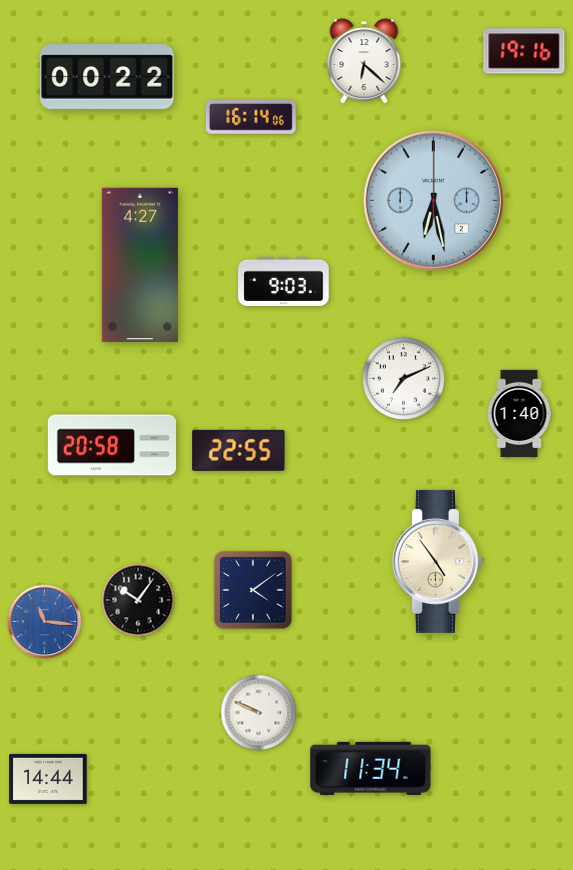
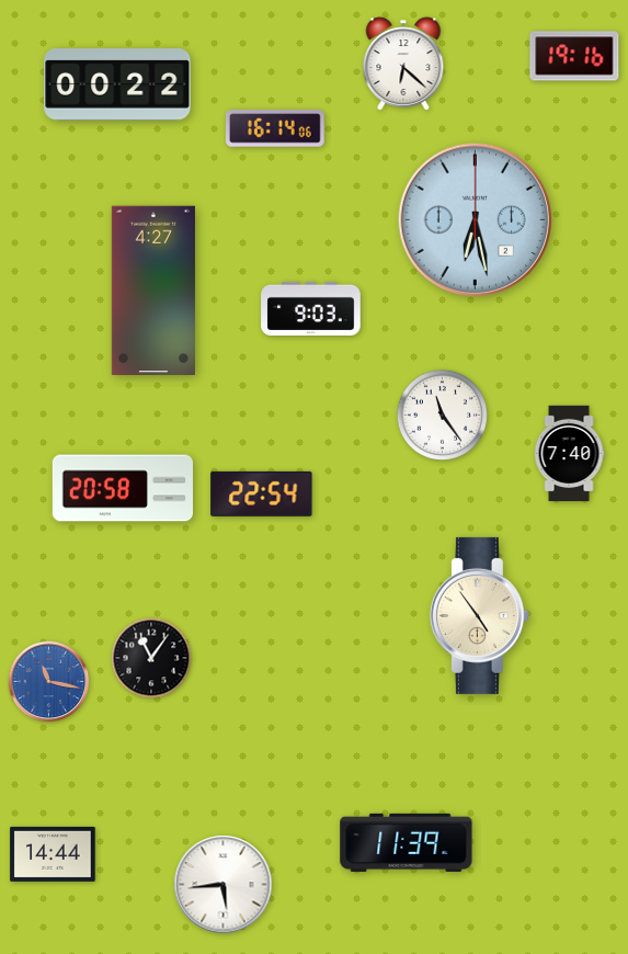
clock at (364, 61) position: (364, 61) -> (403, 64)
clock at (403, 378): 7:11 -> 11:24
clock at (519, 414): 1:40 -> 7:40
clock at (239, 450): 22:55 -> 22:54
clock at (253, 590): 4:09 -> none
clock at (138, 600): 10:06 -> 11:06
clock at (45, 622): 11:16 -> 11:17
clock at (259, 713): 9:49 -> none
clock at (371, 768): 11:34 -> 11:39
clock at (224, 885): none -> 5:44
